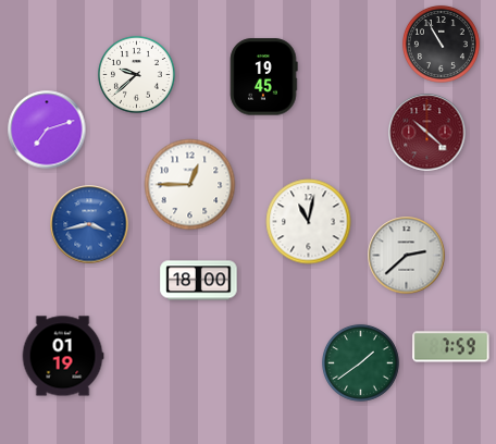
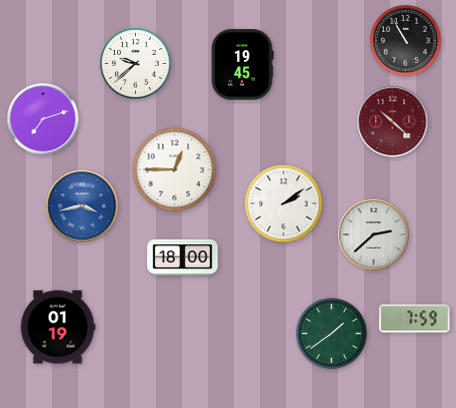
clock at (136, 74) position: (136, 74) -> (135, 63)
clock at (264, 77) position: (264, 77) -> (243, 65)
clock at (309, 222): 11:02 -> 2:09
